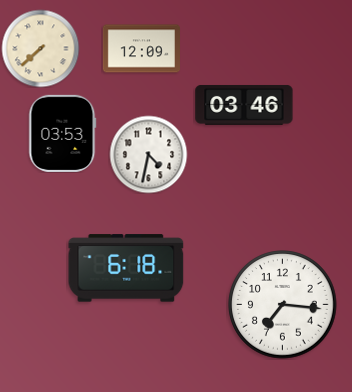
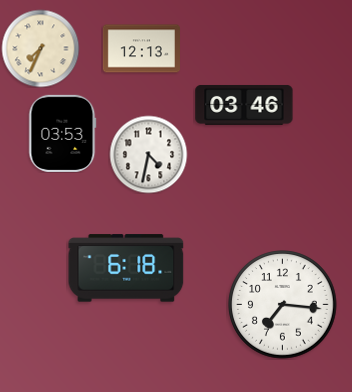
clock at (40, 48): 7:38 -> 7:34
clock at (141, 49): 12:09 -> 12:13
